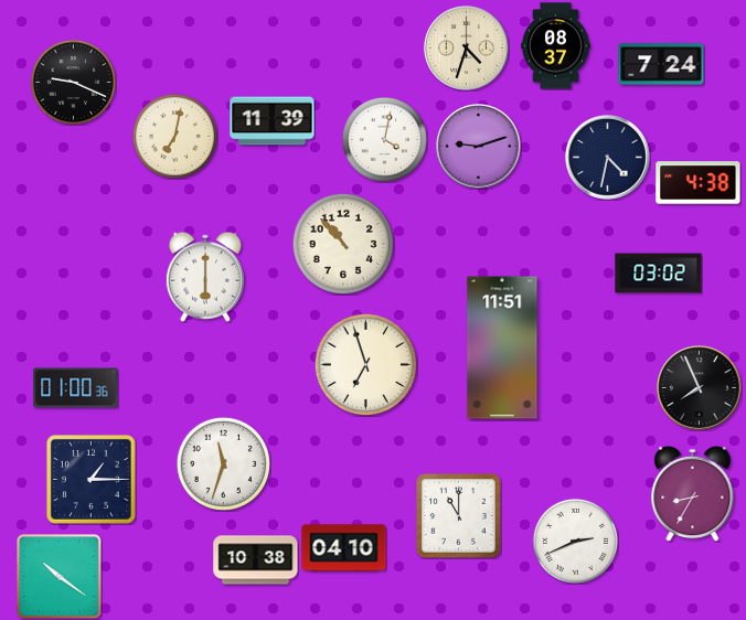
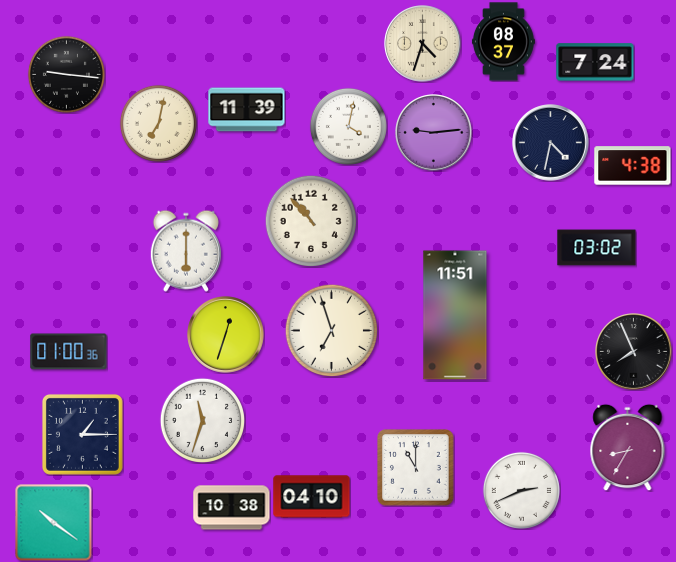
clock at (661, 64) position: (661, 64) -> (595, 62)
clock at (73, 82): 9:19 -> 9:16
clock at (479, 147): 9:12 -> 9:14
clock at (226, 335): none -> 12:33
